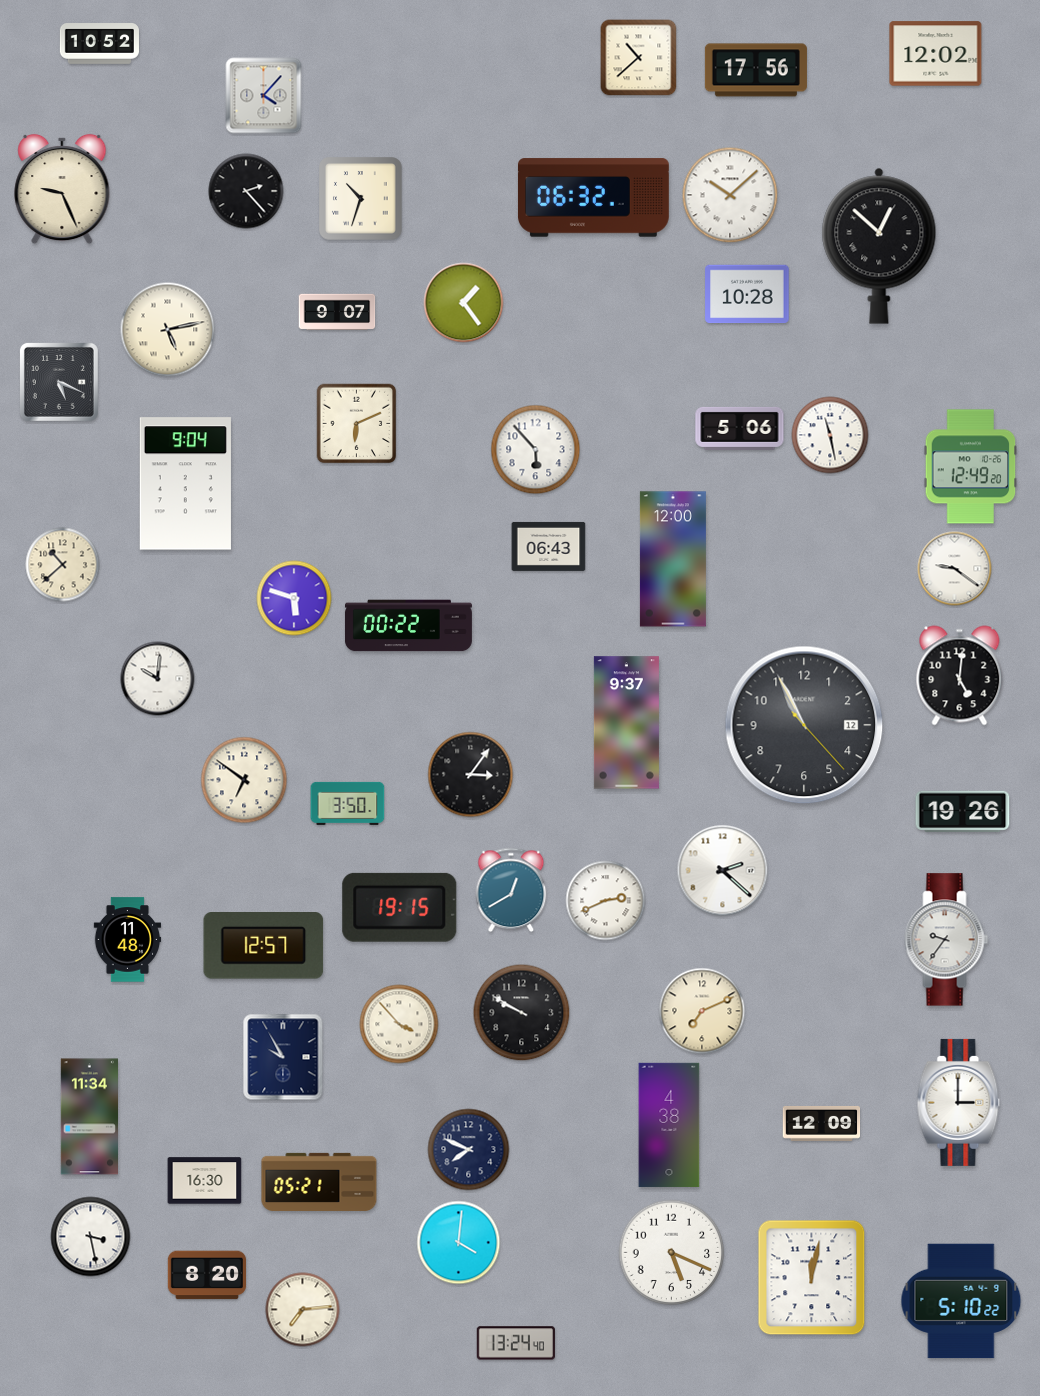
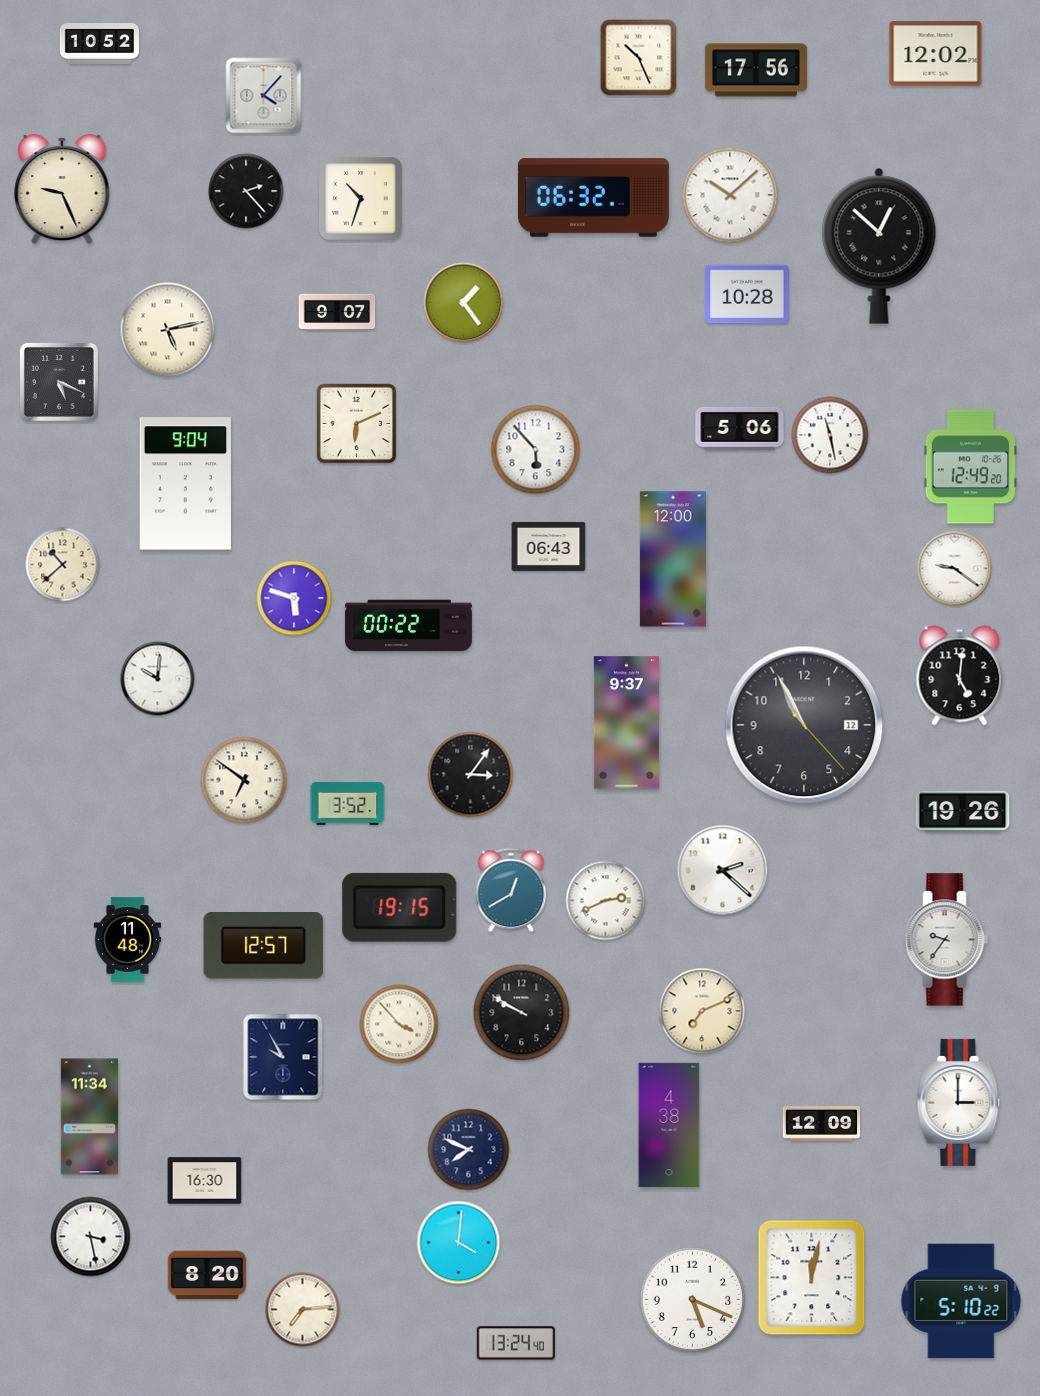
clock at (639, 58): 10:38 -> 10:26
clock at (348, 803): 3:50 -> 3:52
clock at (319, 1182): 05:21 -> none
clock at (672, 1253) position: (672, 1253) -> (693, 1300)
